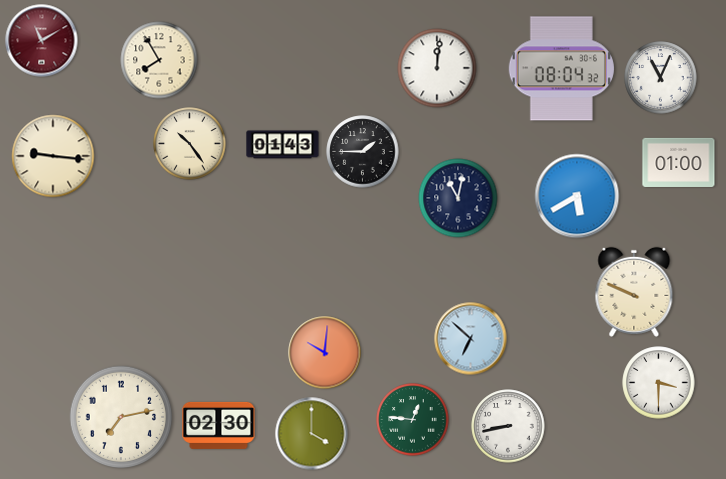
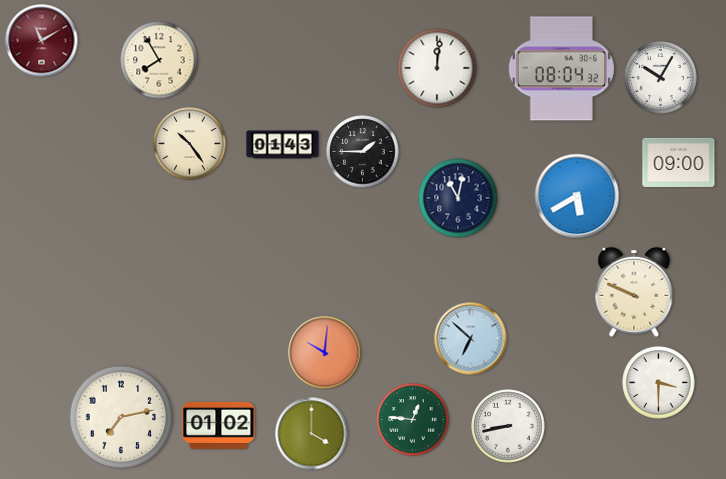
clock at (661, 78): 11:04 -> 10:05
clock at (53, 156): 9:16 -> none
clock at (679, 162): 01:00 -> 09:00
clock at (219, 425): 02:30 -> 01:02
